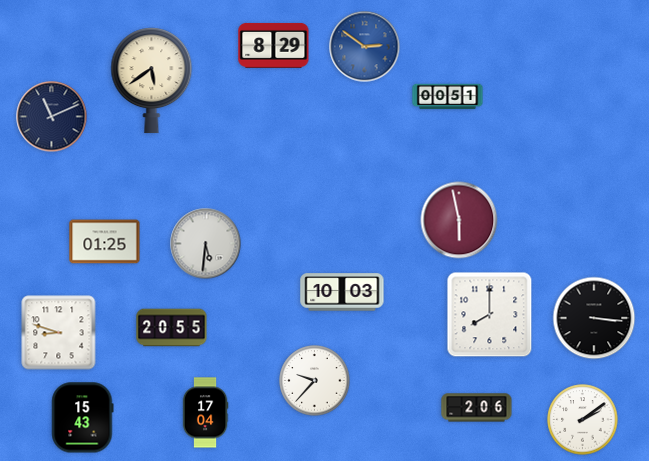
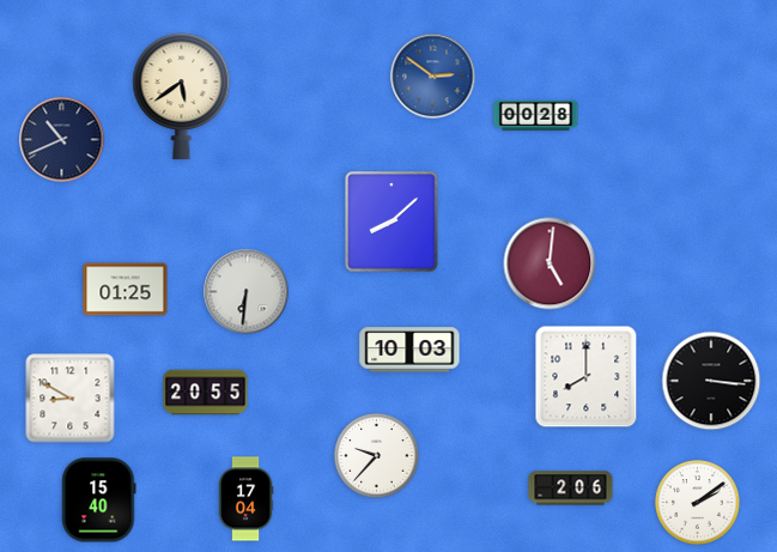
clock at (274, 45): 8:29 -> none
clock at (365, 47) position: (365, 47) -> (433, 77)
clock at (448, 97): 00:51 -> 00:28
clock at (52, 117): 11:11 -> 10:41
clock at (391, 222): none -> 8:08
clock at (459, 220): 5:58 -> 5:01
clock at (206, 244): 5:31 -> 6:31
clock at (59, 333): 8:48 -> 8:50
clock at (205, 413) position: (205, 413) -> (245, 499)
clock at (83, 418): 15:43 -> 15:40
